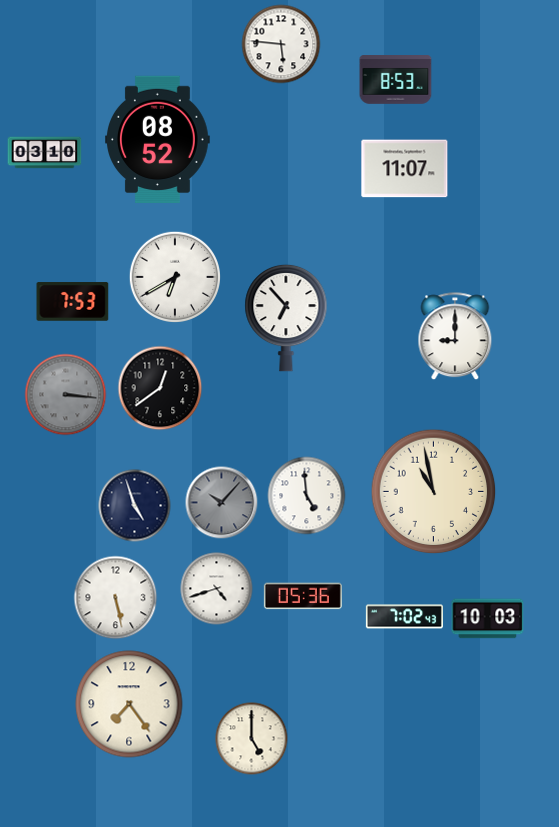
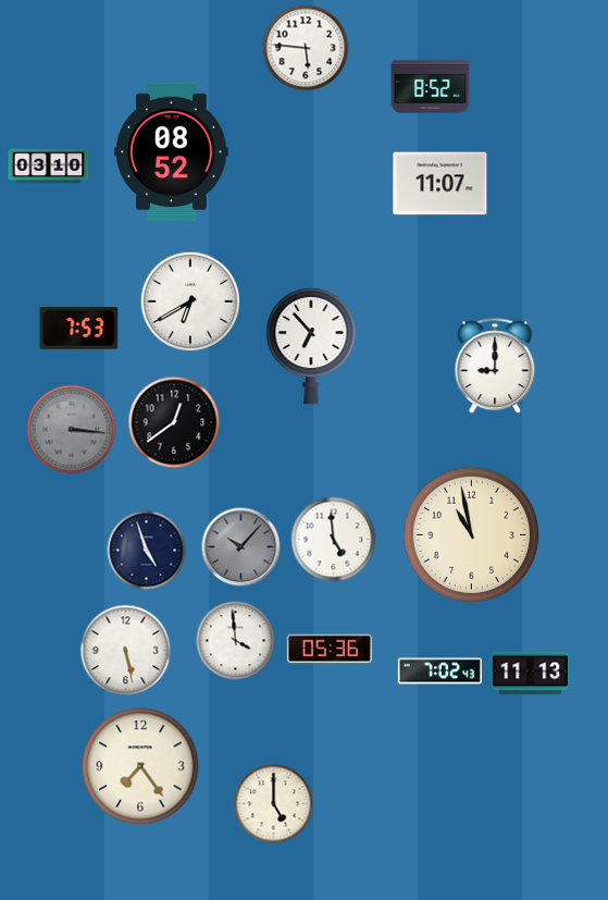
clock at (396, 80): 8:53 -> 8:52
clock at (217, 589): 4:42 -> 3:59
clock at (488, 619): 10:03 -> 11:13
